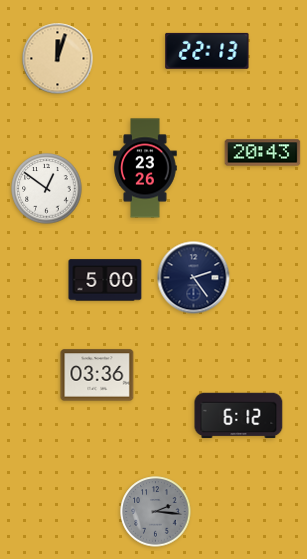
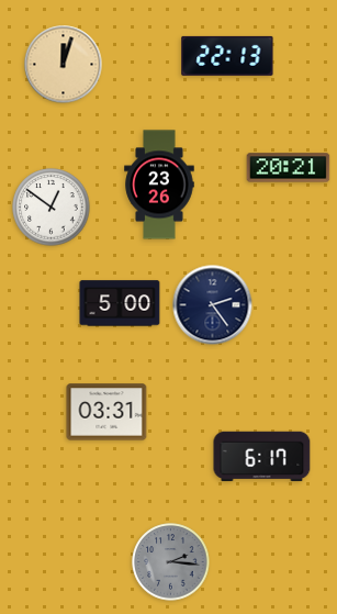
clock at (263, 153): 20:43 -> 20:21
clock at (105, 280) position: (105, 280) -> (120, 303)
clock at (97, 375): 03:36 -> 03:31
clock at (239, 416): 6:12 -> 6:17
